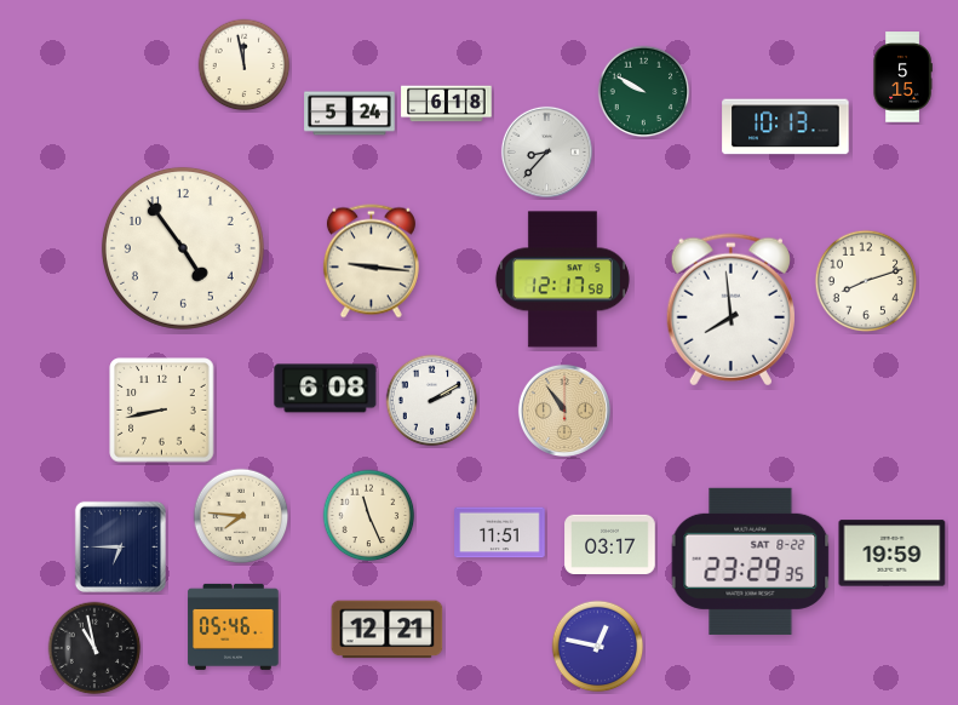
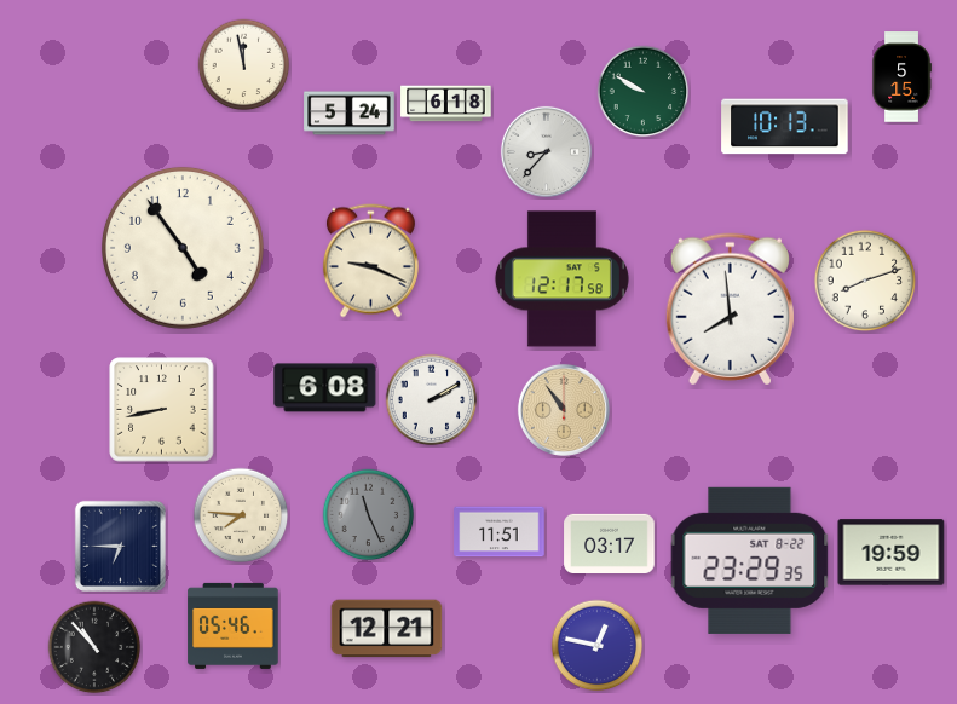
clock at (371, 262): 9:16 -> 9:19
clock at (369, 516) dial: cream -> grey
clock at (94, 648): 10:58 -> 10:53
